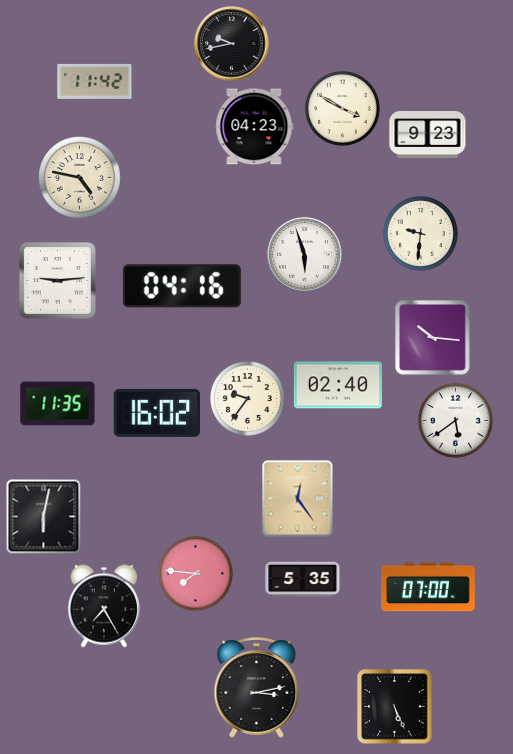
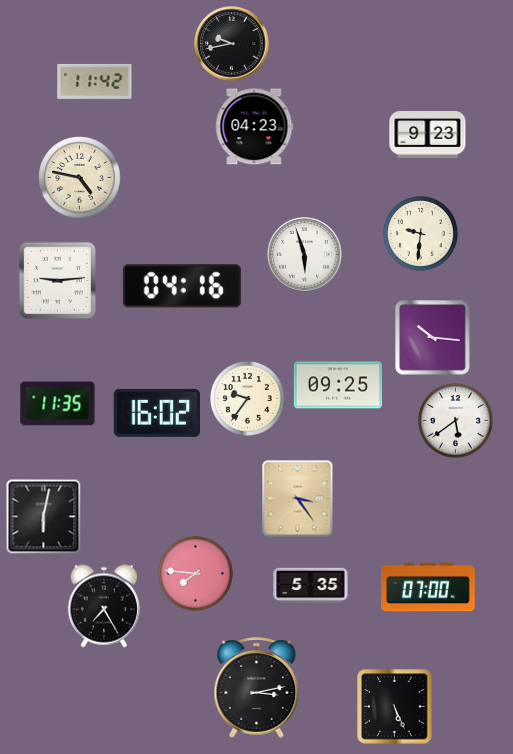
clock at (342, 108): 3:50 -> none
clock at (337, 385): 02:40 -> 09:25
clock at (298, 499): 12:24 -> 3:24
clock at (303, 580) position: (303, 580) -> (311, 586)
